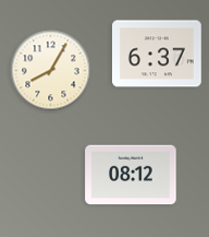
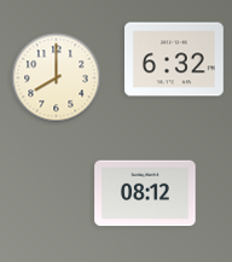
clock at (158, 54): 6:37 -> 6:32
clock at (51, 71): 8:05 -> 8:00
